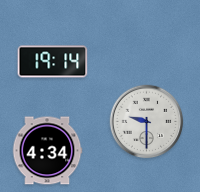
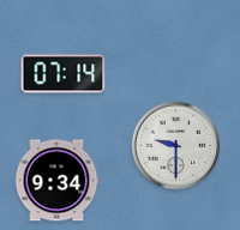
clock at (53, 62): 19:14 -> 07:14
clock at (47, 151): 4:34 -> 9:34
